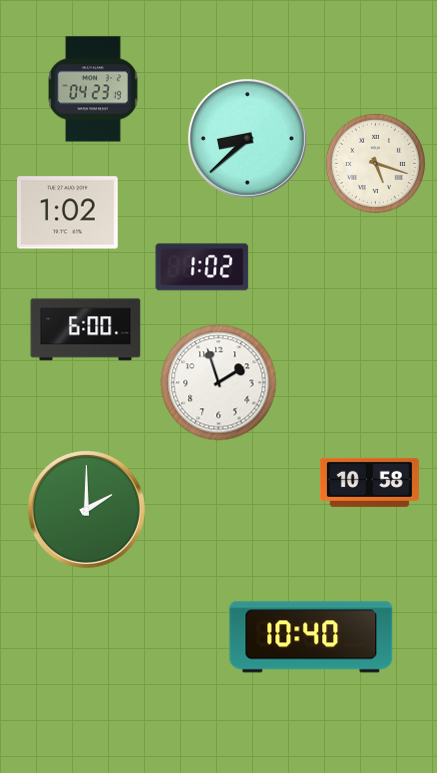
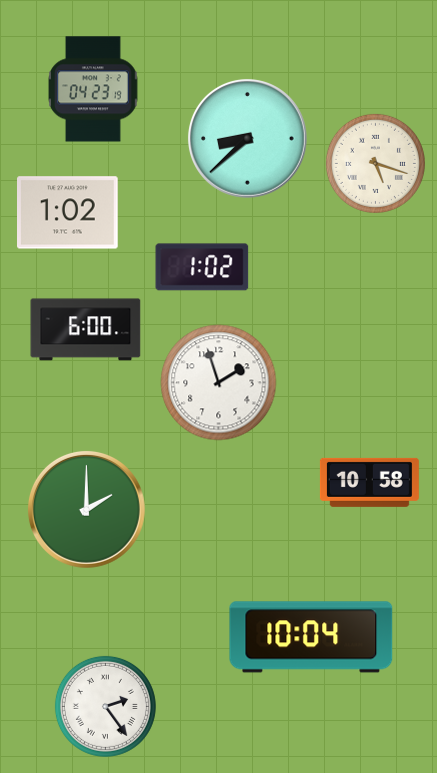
clock at (311, 637): 10:40 -> 10:04
clock at (105, 706): none -> 2:24
